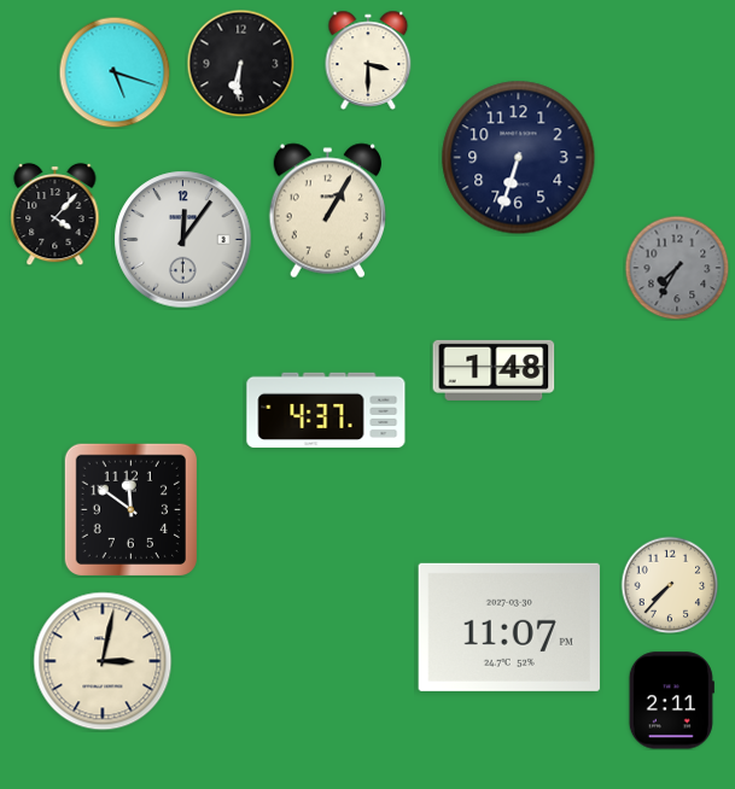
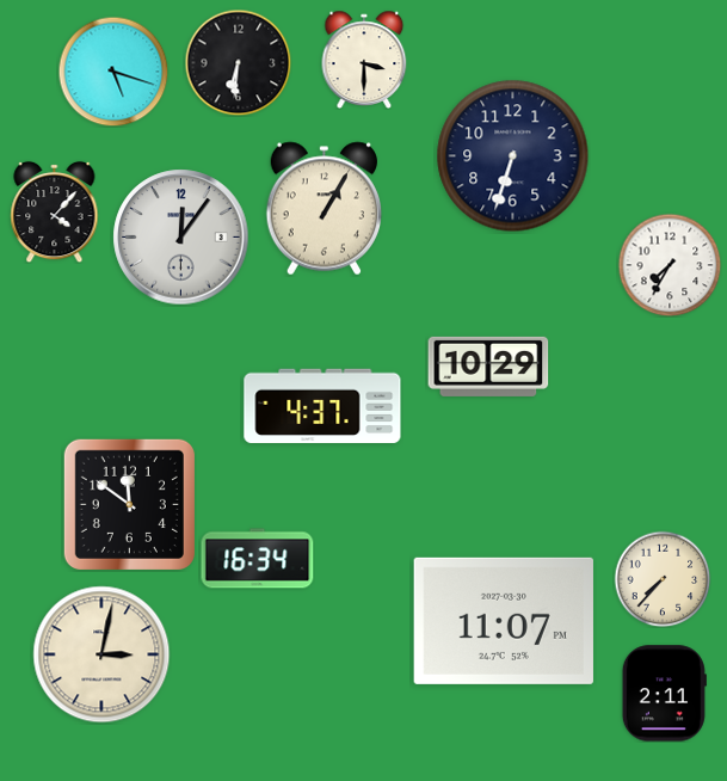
clock at (677, 268) dial: grey -> white
clock at (494, 370): 1:48 -> 10:29
clock at (258, 559): none -> 16:34
